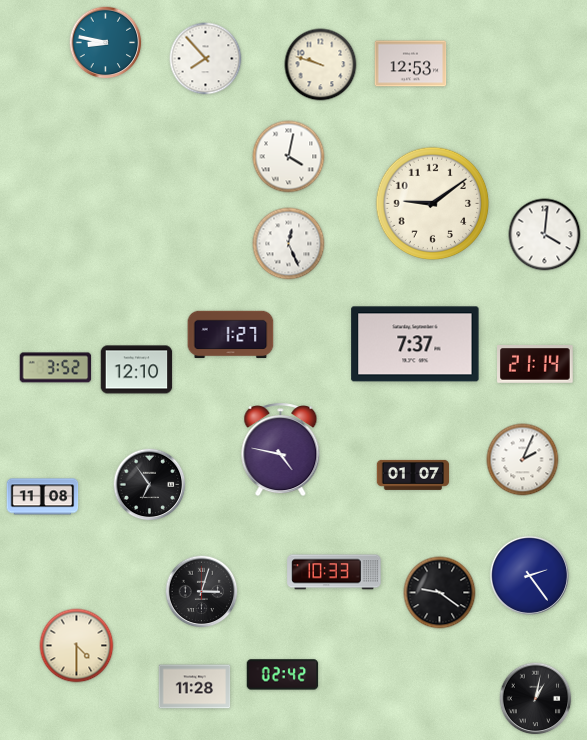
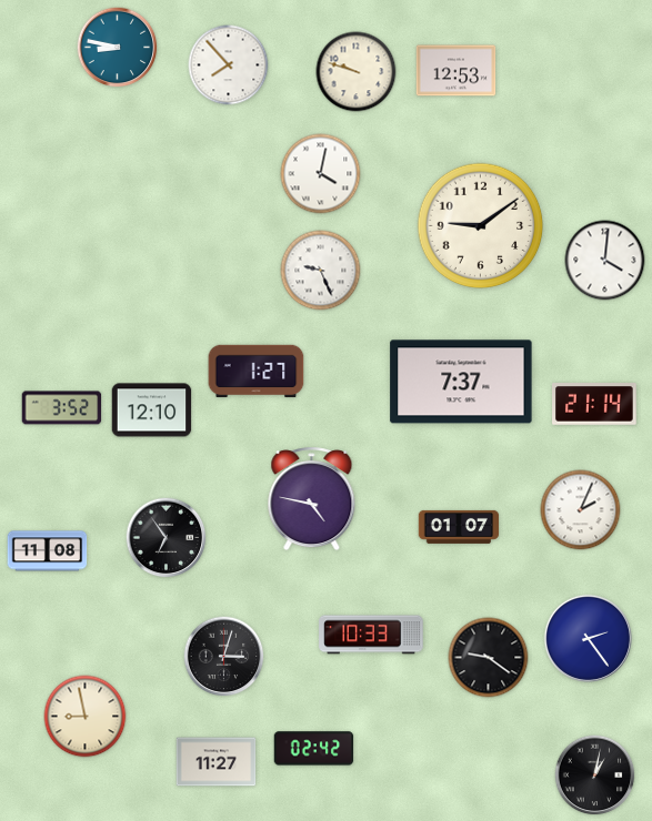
clock at (289, 244): 12:26 -> 9:26
clock at (77, 646): 4:30 -> 8:58
clock at (195, 687): 11:28 -> 11:27
